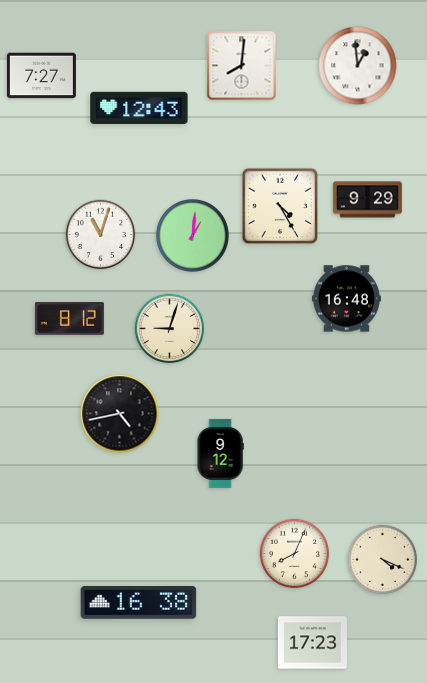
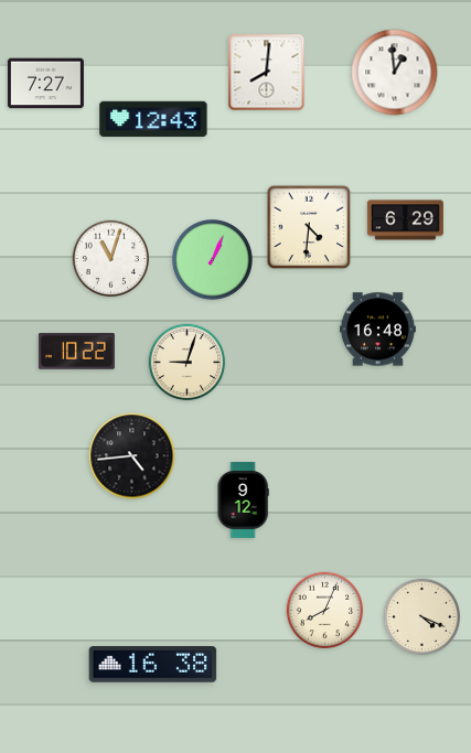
clock at (367, 200): 9:29 -> 6:29
clock at (280, 206): 4:25 -> 4:31
clock at (192, 235): 1:01 -> 1:04
clock at (346, 299) position: (346, 299) -> (377, 330)
clock at (69, 319): 8:12 -> 10:22
clock at (120, 414): 4:43 -> 4:44
clock at (312, 643): 17:23 -> none
